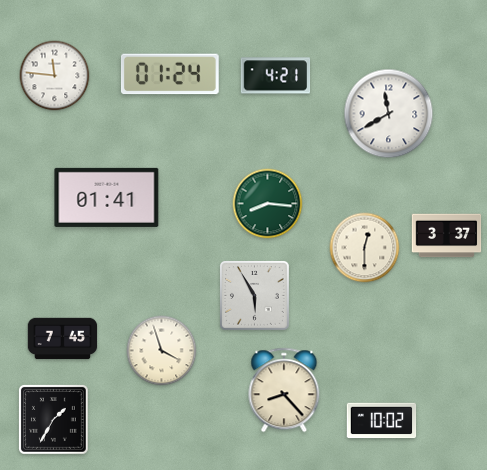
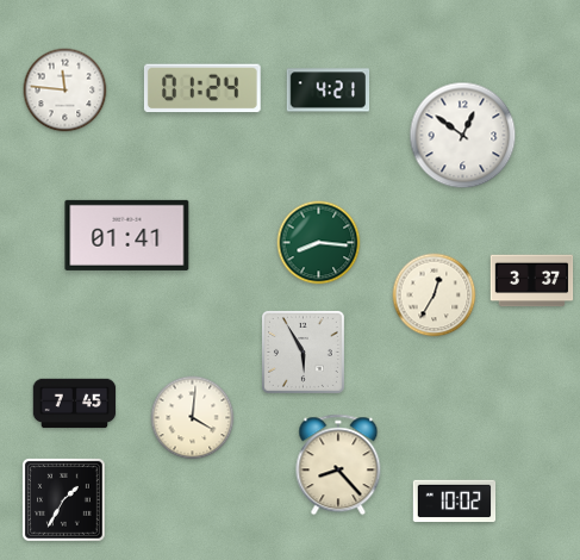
clock at (389, 114): 11:40 -> 12:51
clock at (365, 248): 12:30 -> 12:35
clock at (162, 351): 3:57 -> 4:01
